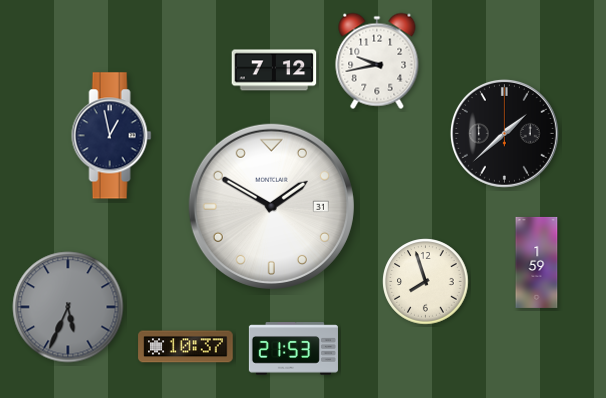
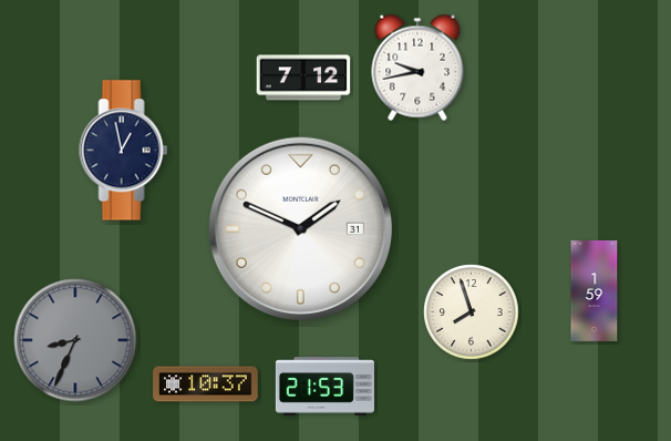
clock at (504, 133): 1:38 -> none
clock at (271, 206): 1:50 -> 1:49
clock at (68, 307): 5:34 -> 8:34
